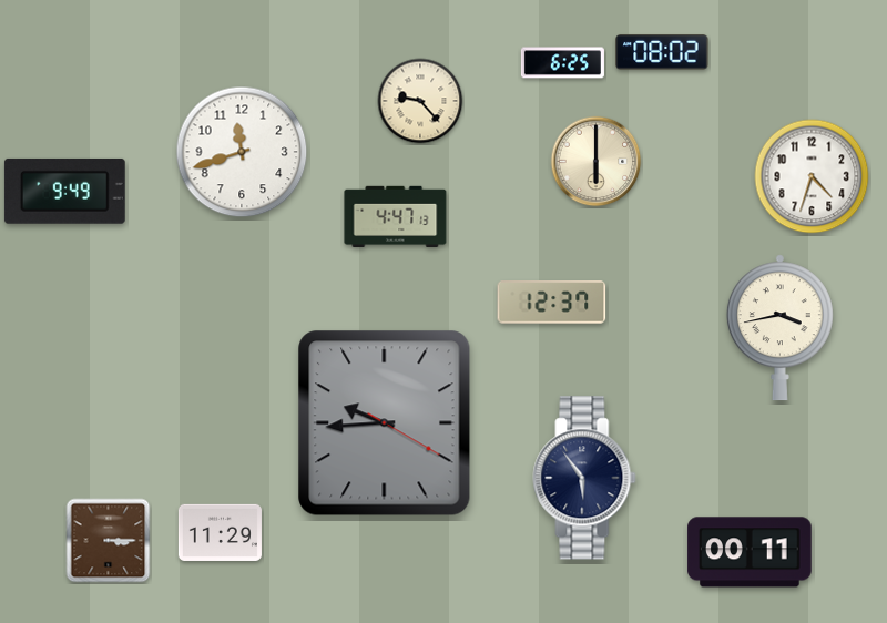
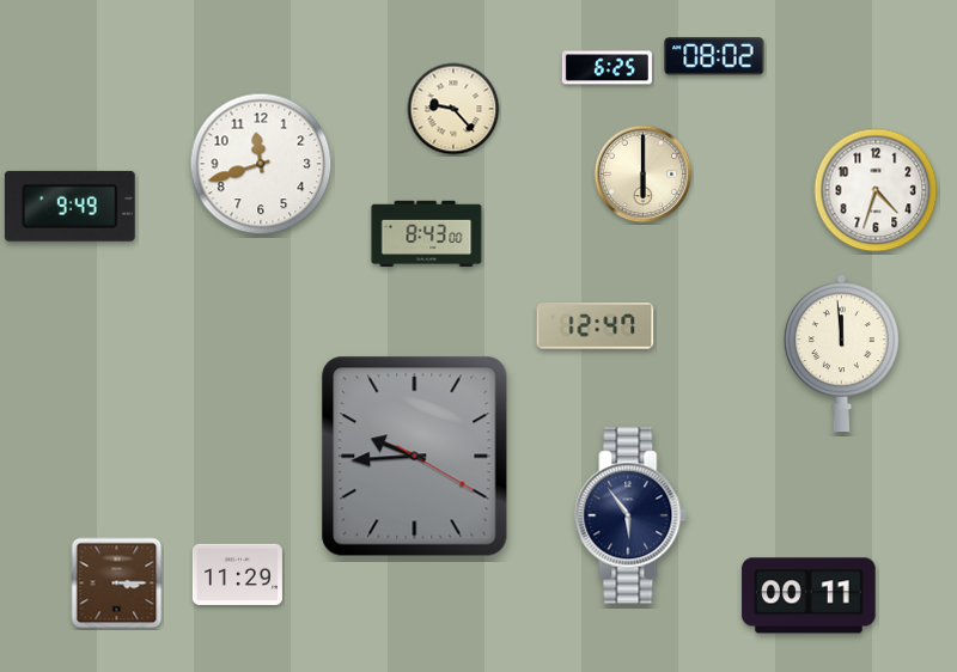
clock at (396, 216): 4:47 -> 8:43
clock at (552, 303): 12:37 -> 12:47
clock at (779, 328): 3:43 -> 11:59
